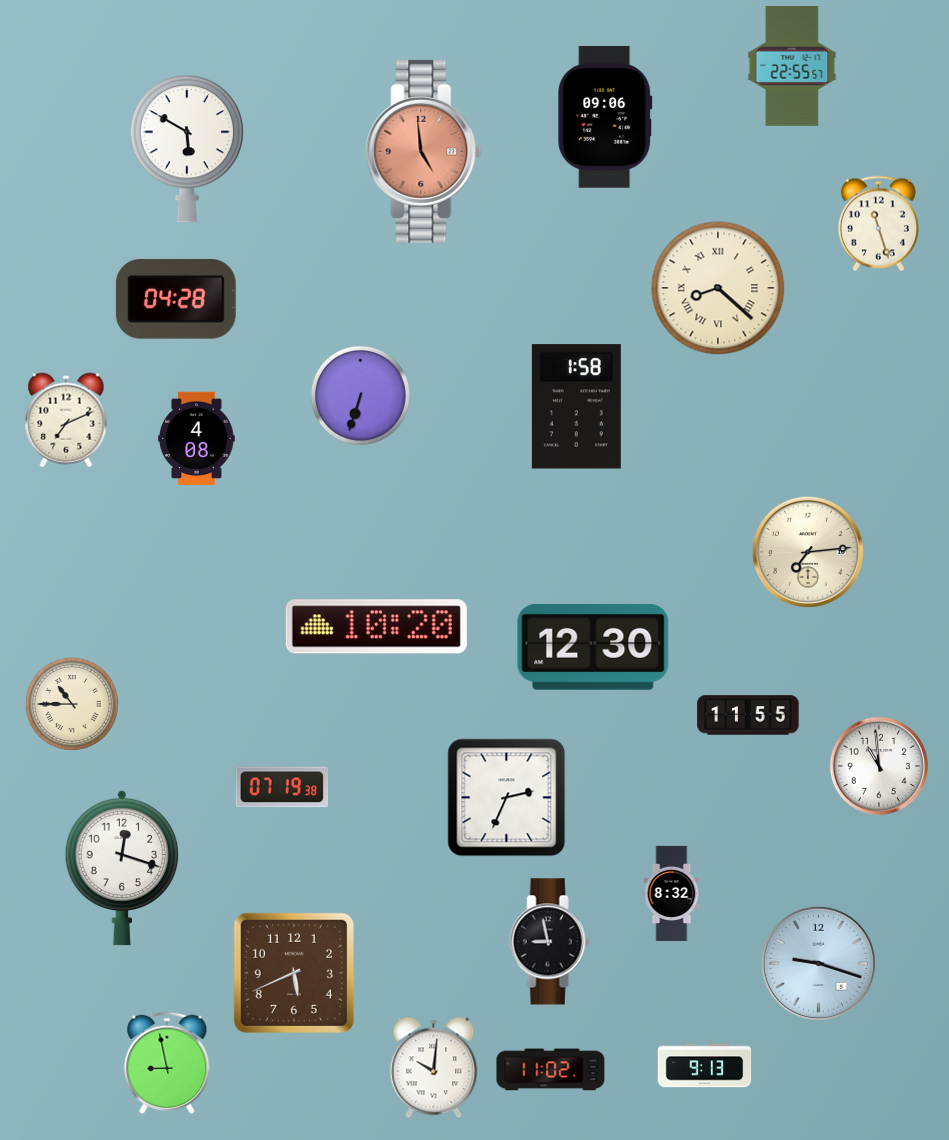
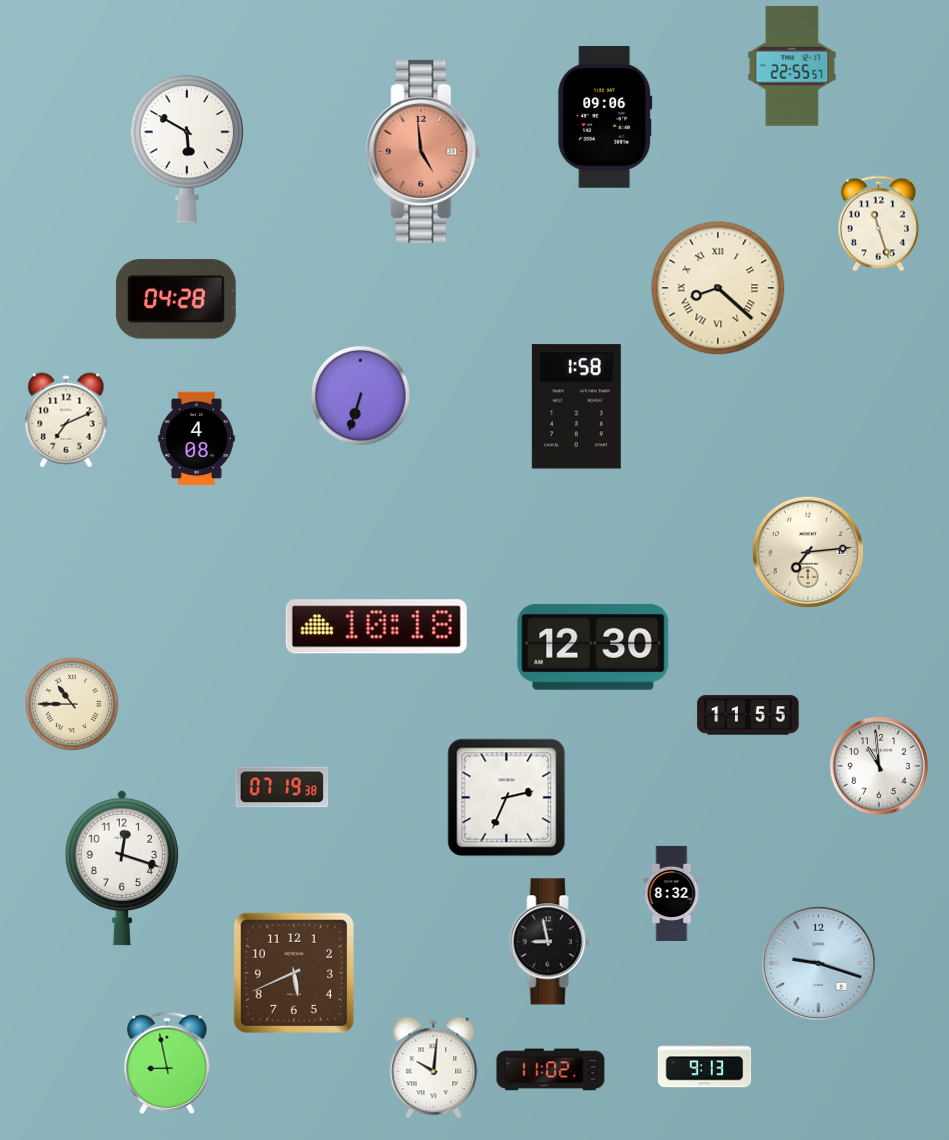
clock at (376, 627): 10:20 -> 10:18
